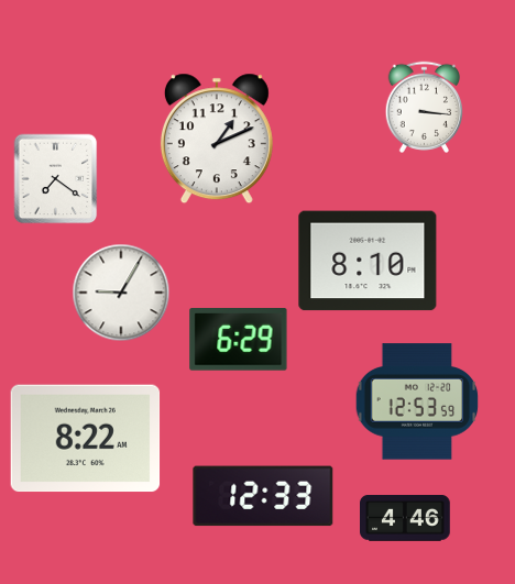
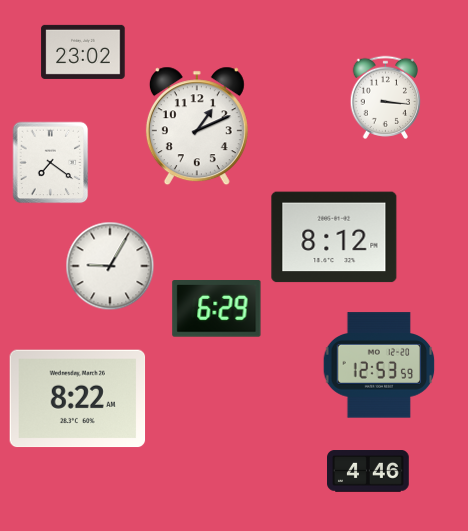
clock at (83, 52): none -> 23:02
clock at (368, 261): 8:10 -> 8:12
clock at (263, 496): 12:33 -> none
